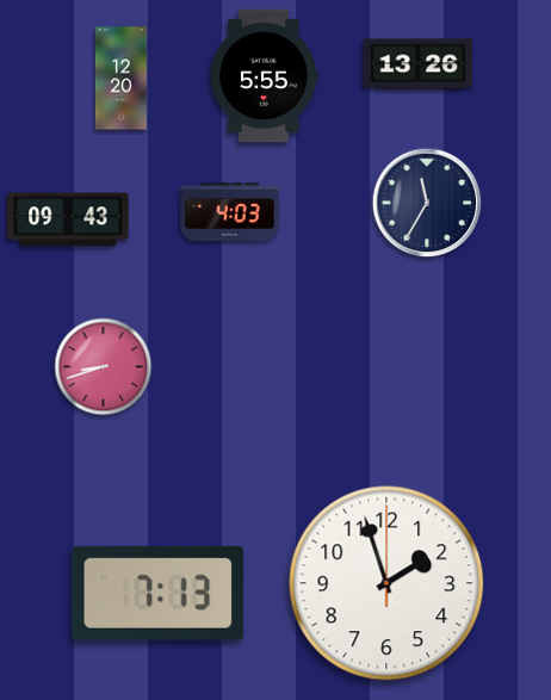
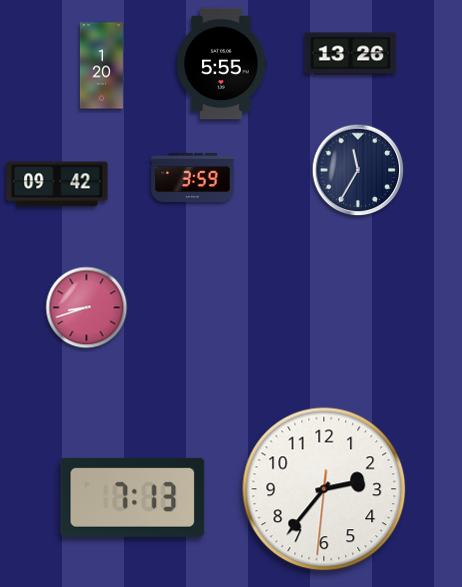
clock at (120, 79): 12:20 -> 1:20
clock at (230, 211): 4:03 -> 3:59
clock at (68, 219): 09:43 -> 09:42
clock at (386, 583): 1:57 -> 2:36
